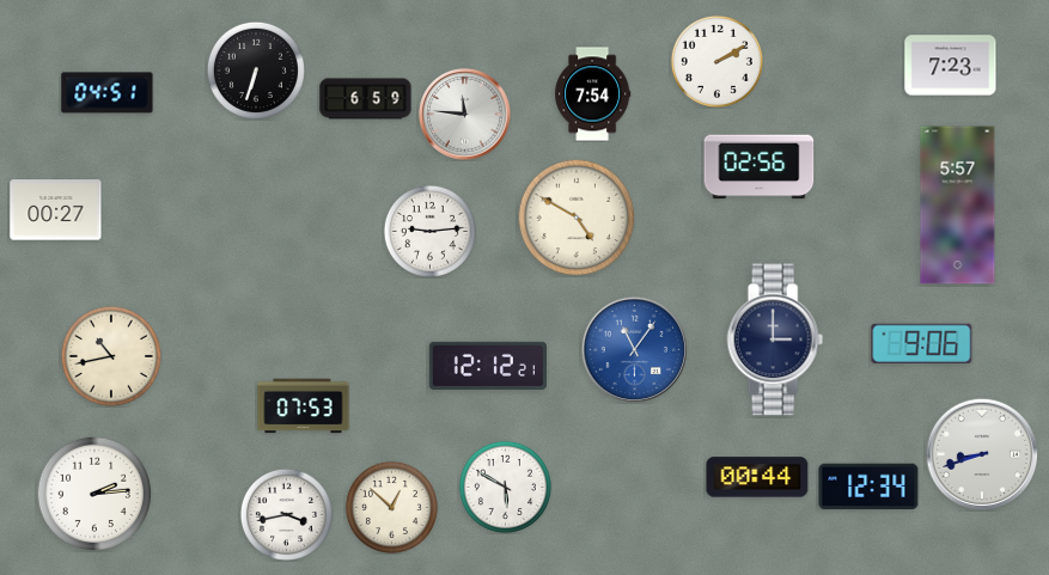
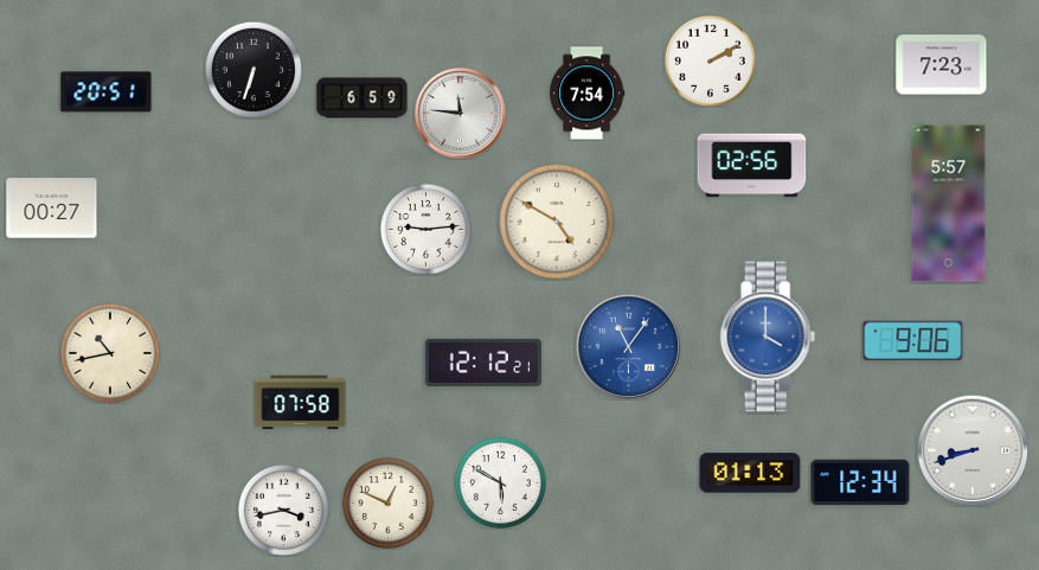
clock at (108, 93): 04:51 -> 20:51
clock at (56, 210) position: (56, 210) -> (52, 209)
clock at (577, 218) position: (577, 218) -> (557, 222)
clock at (775, 340): 3:00 -> 4:00
clock at (775, 340) dial: navy -> blue
clock at (304, 406): 07:53 -> 07:58
clock at (757, 477): 00:44 -> 01:13
clock at (94, 494): 2:14 -> none
clock at (391, 507): 12:52 -> 12:49
